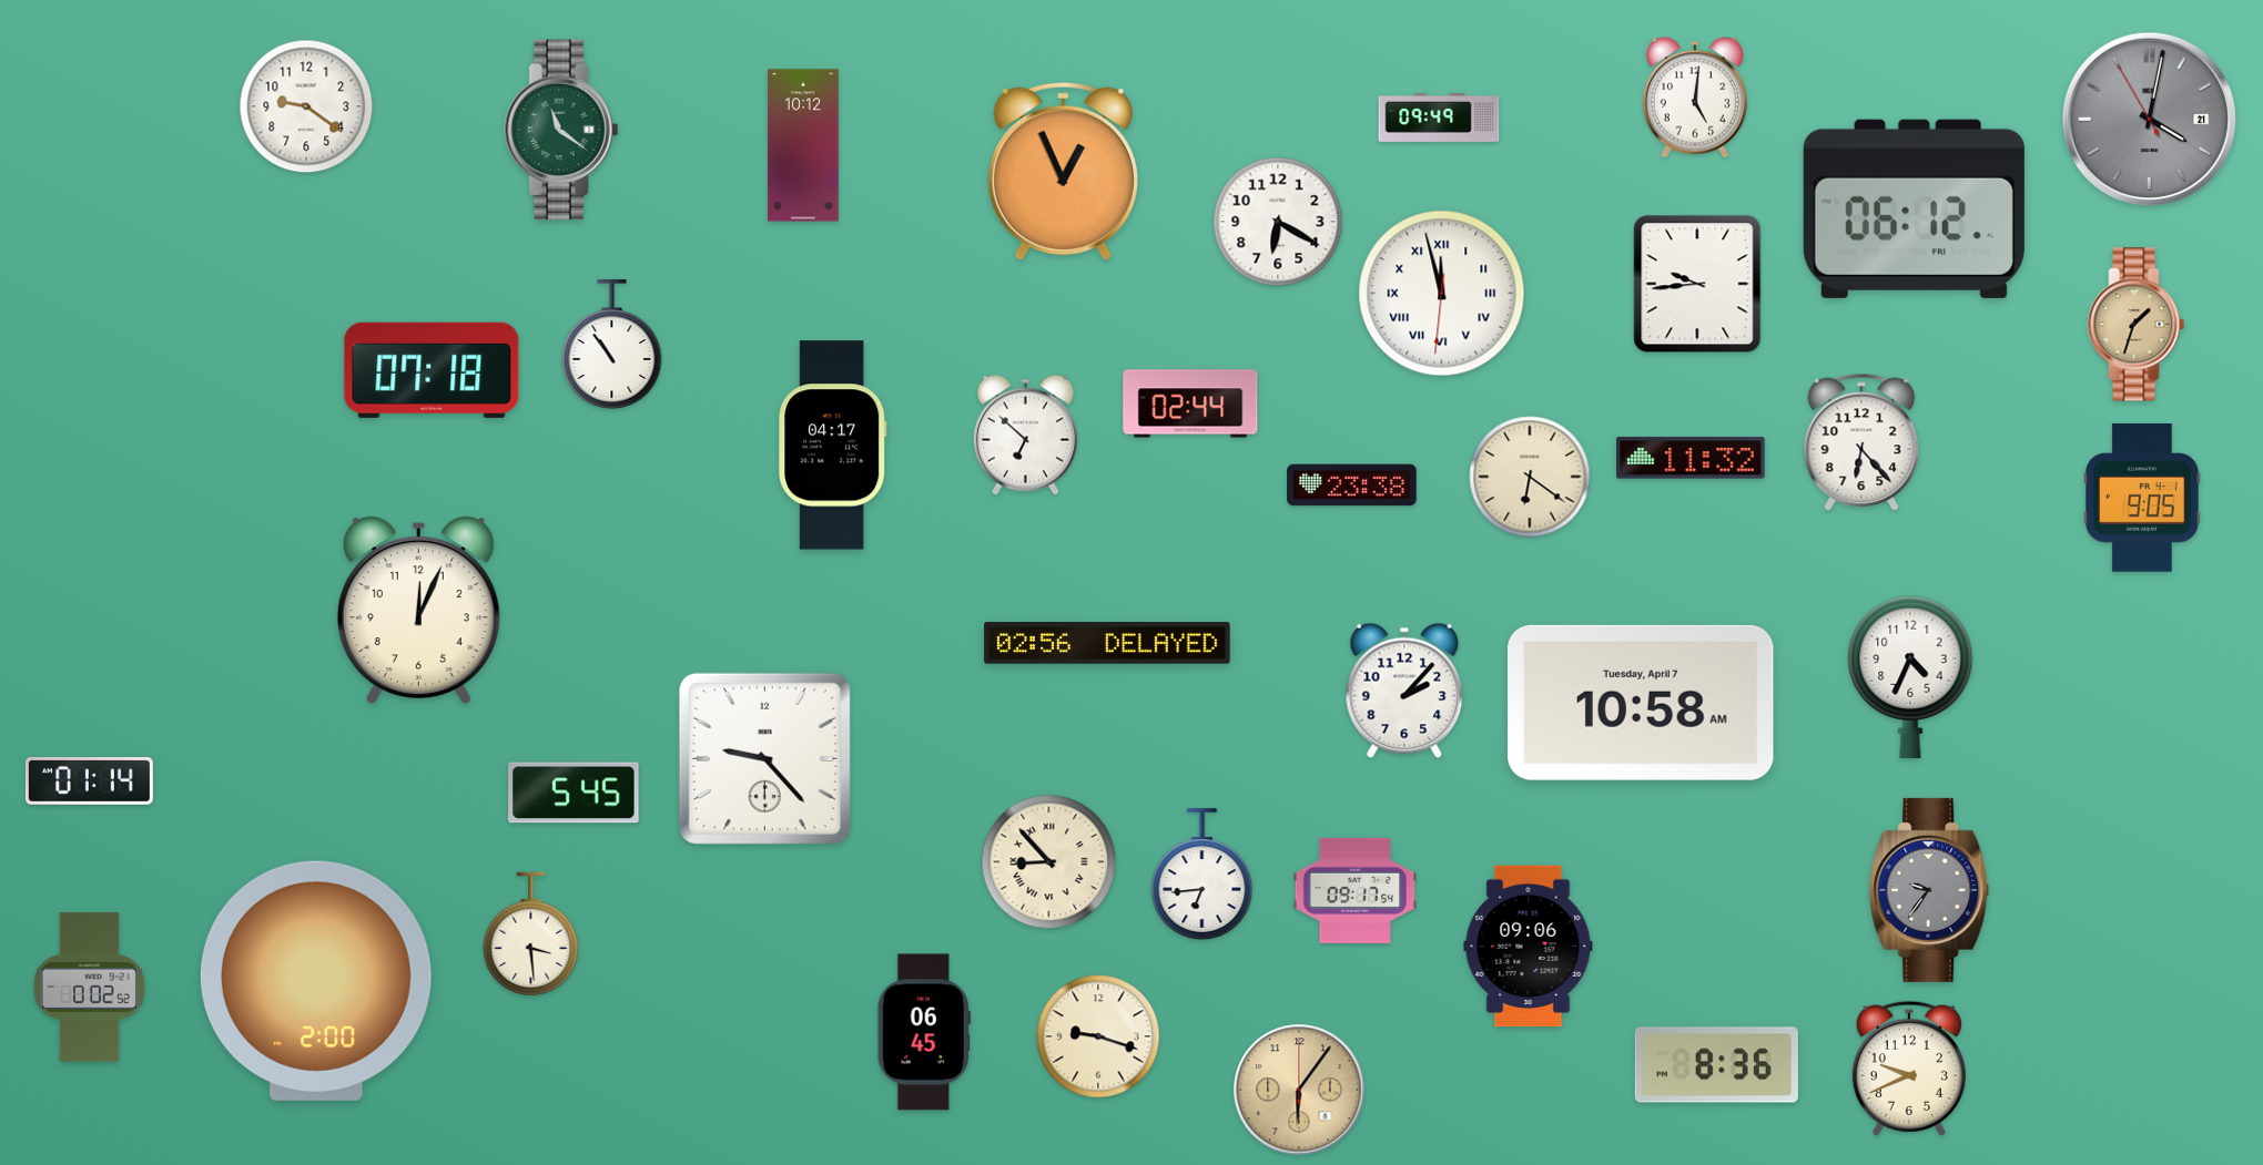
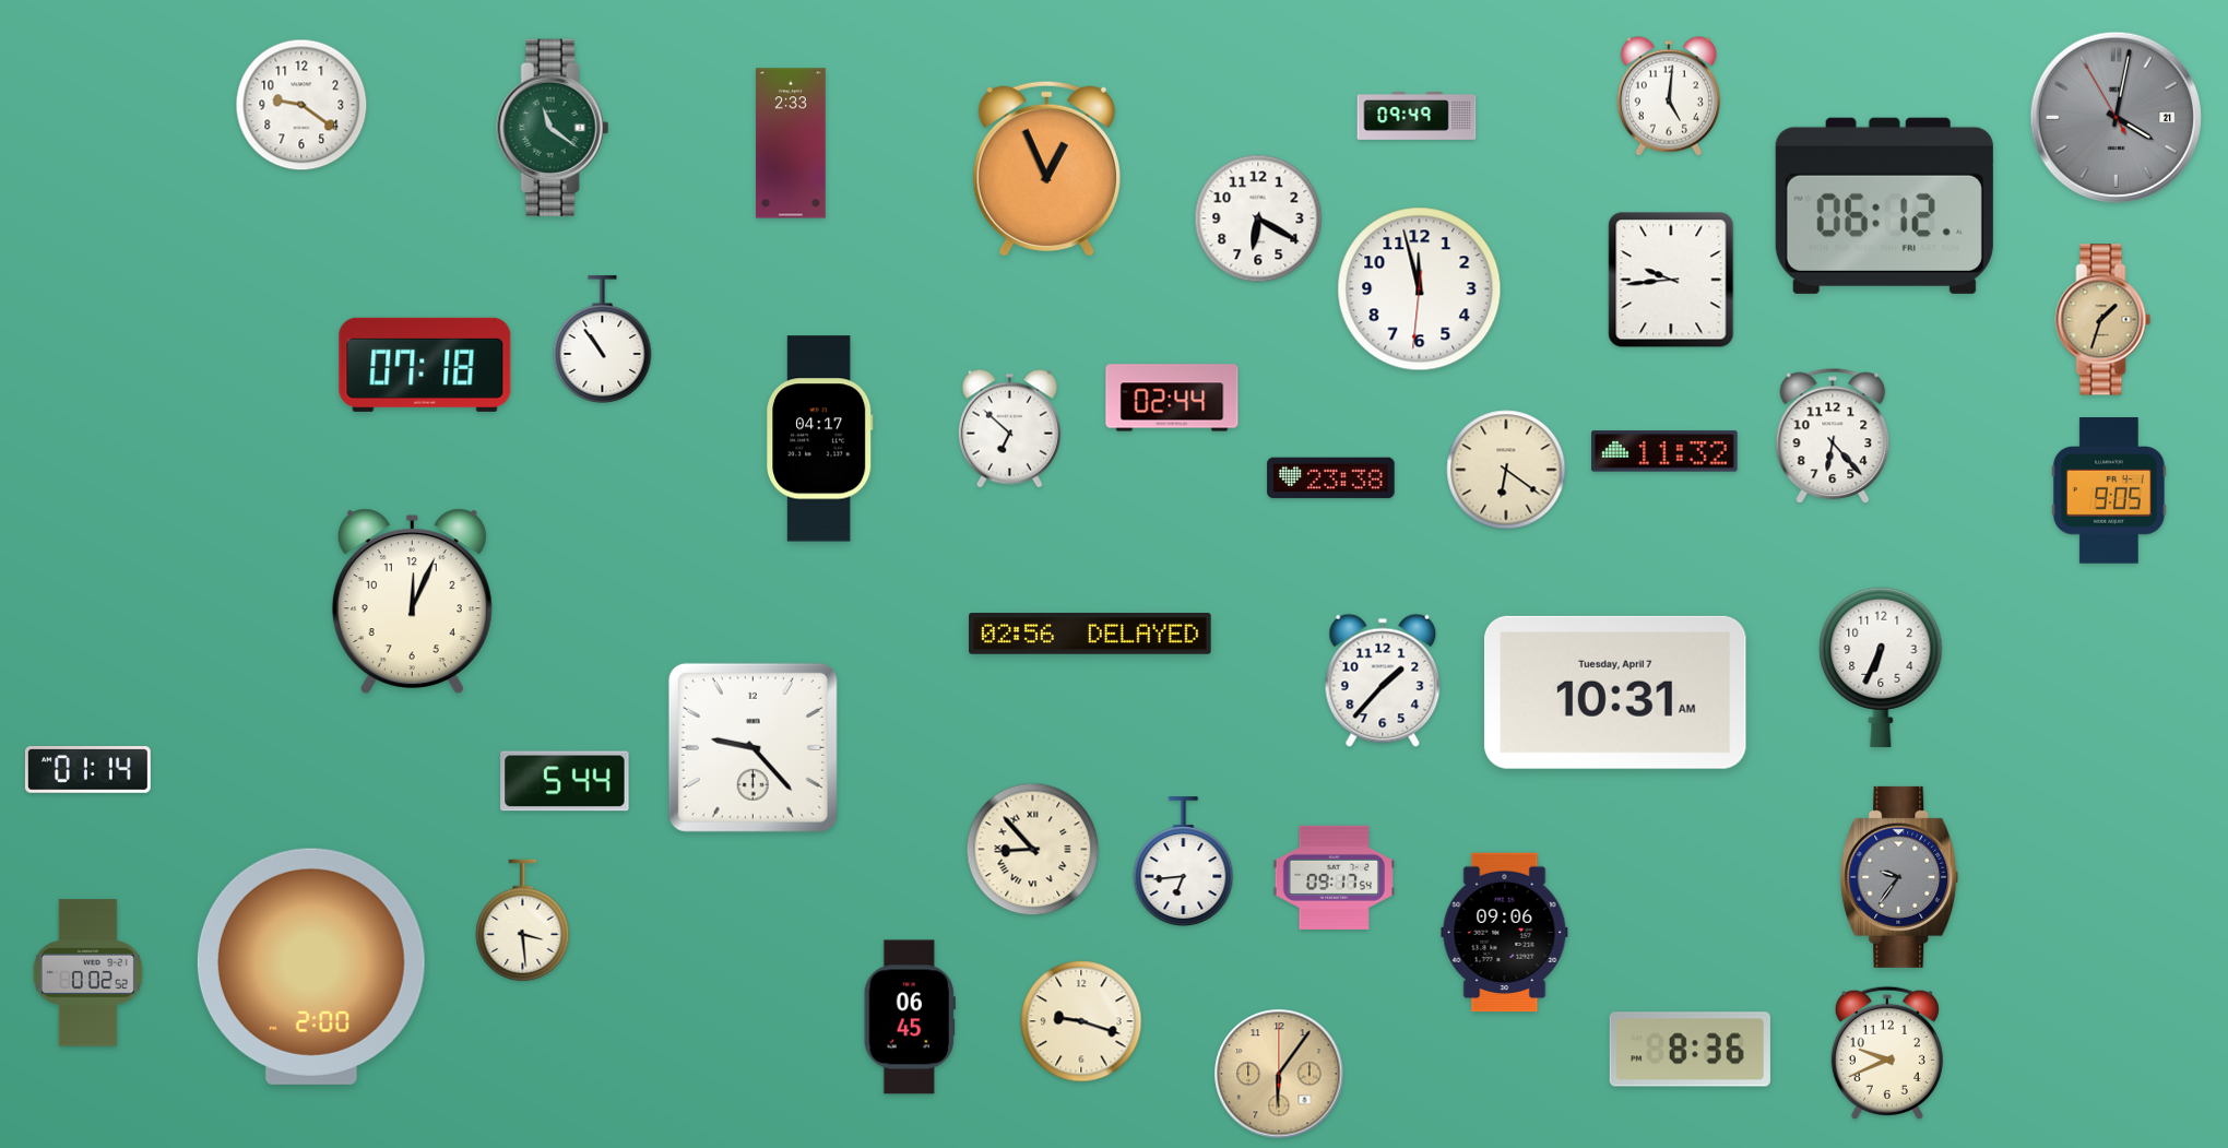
clock at (803, 145): 10:12 -> 2:33
clock at (1442, 294) numerals: Roman -> Arabic
clock at (1910, 677): 4:34 -> 6:34
clock at (1404, 691): 2:07 -> 1:37
clock at (1642, 703): 10:58 -> 10:31
clock at (574, 793): 5:45 -> 5:44
clock at (1909, 1069) position: (1909, 1069) -> (1887, 1053)
